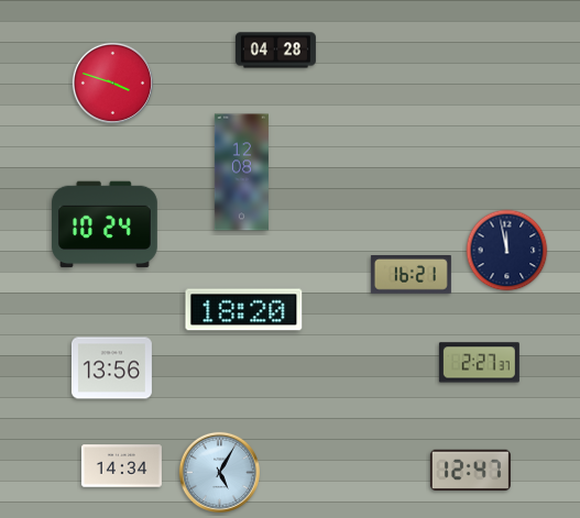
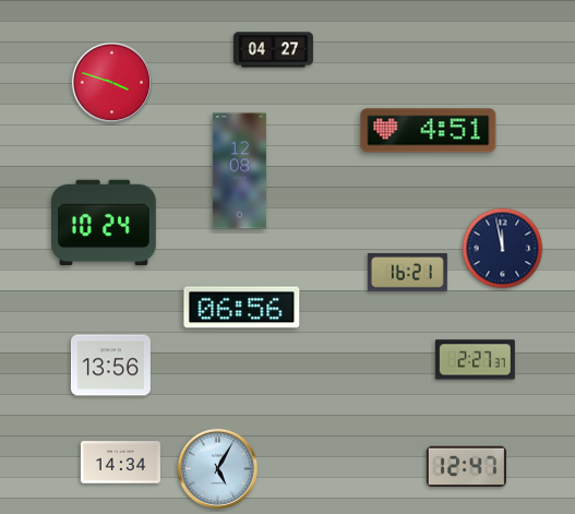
clock at (275, 51): 04:28 -> 04:27
clock at (429, 131): none -> 4:51
clock at (244, 310): 18:20 -> 06:56
